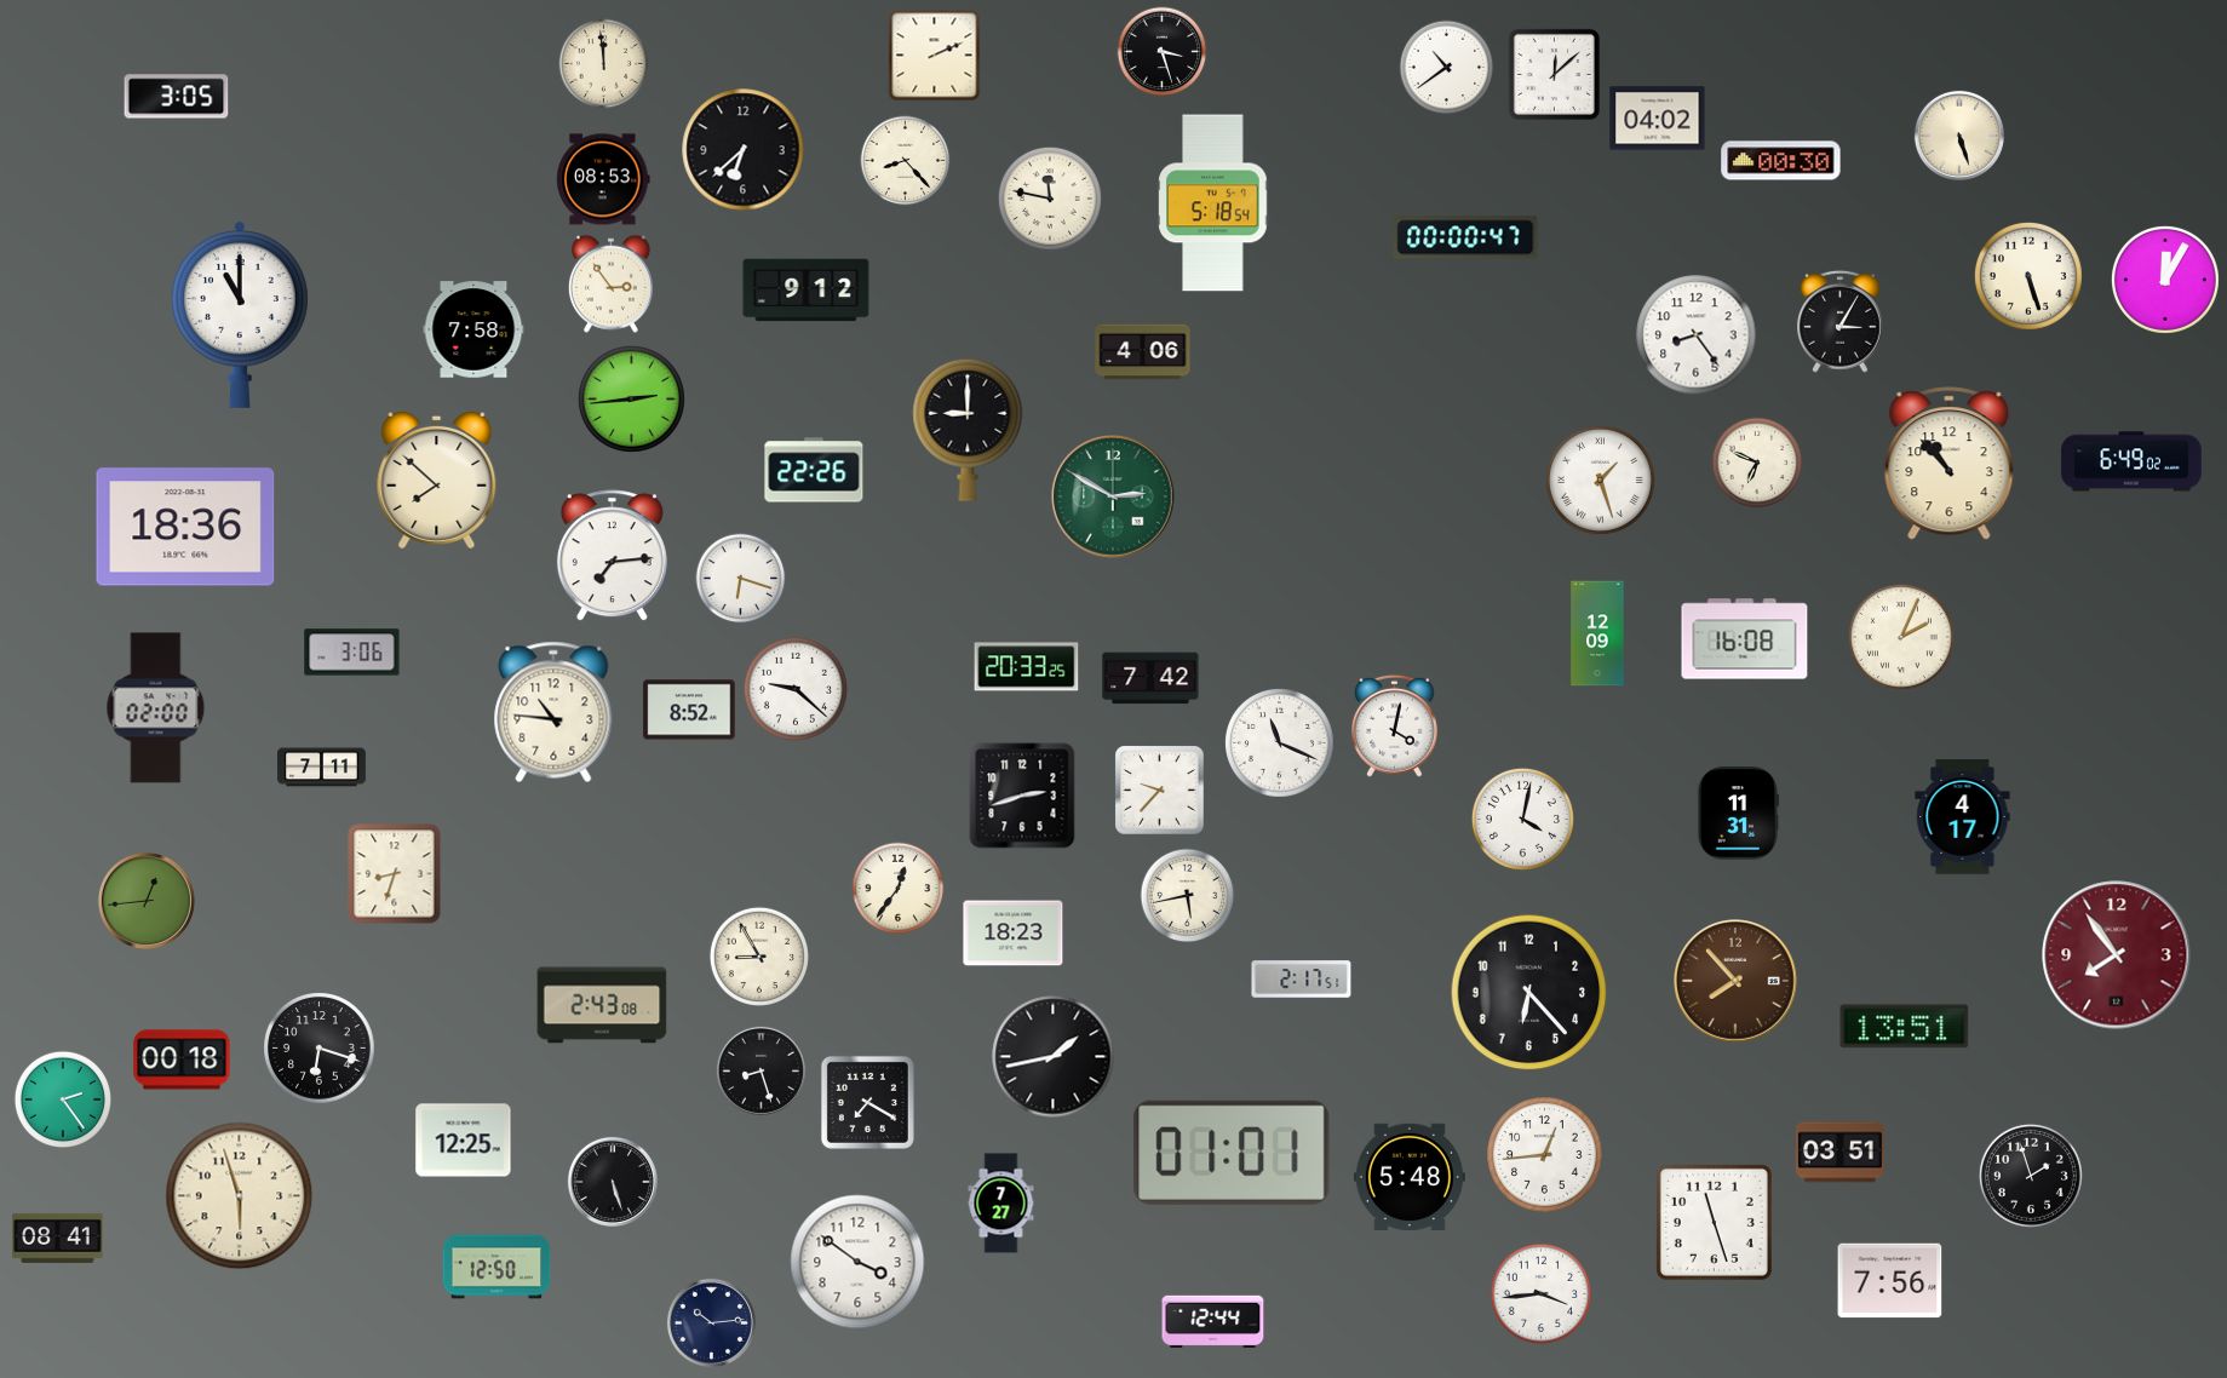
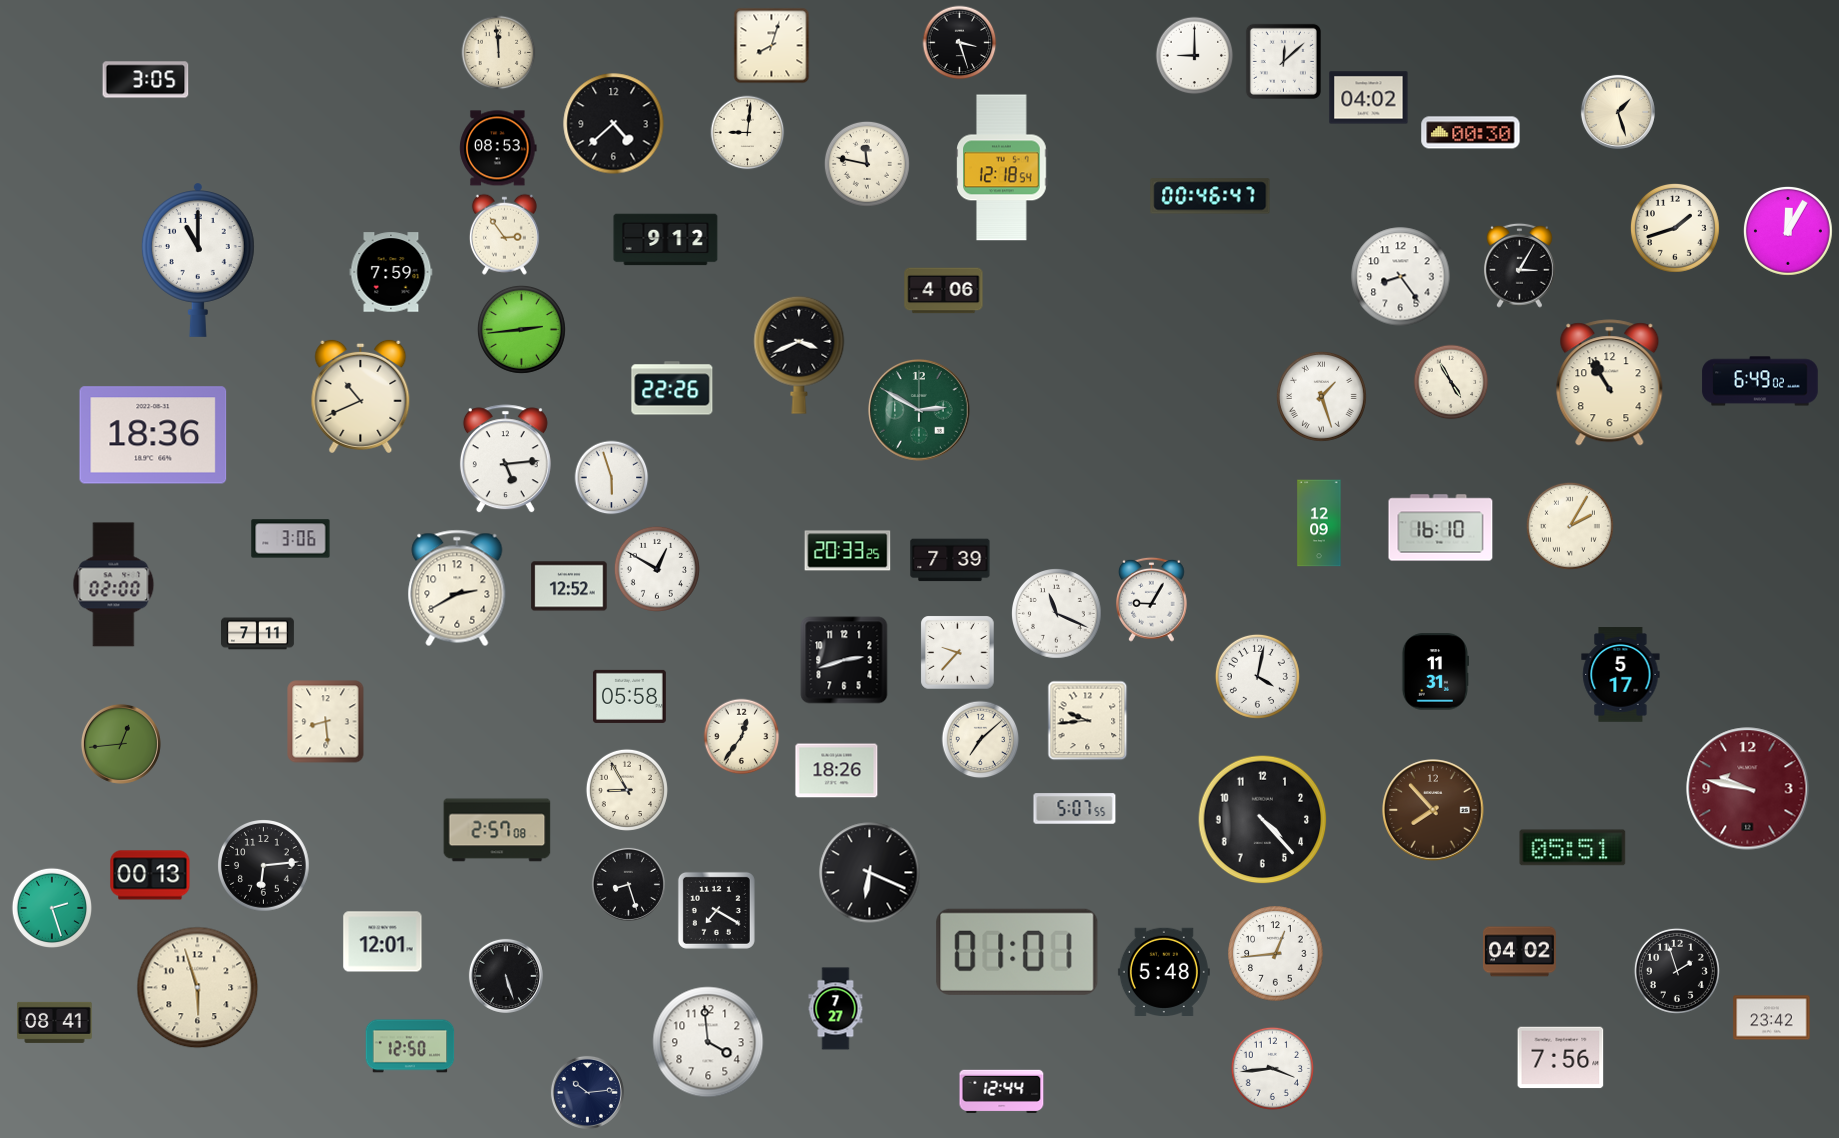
clock at (935, 56): 2:11 -> 8:03
clock at (1447, 68): 10:39 -> 9:00
clock at (1959, 136): 5:27 -> 1:27
clock at (744, 150): 6:38 -> 4:38
clock at (906, 161): 8:23 -> 9:01
clock at (1213, 203): 5:18 -> 12:18
clock at (1465, 237): 00:00 -> 00:46
clock at (2028, 276): 5:27 -> 1:42
clock at (473, 329): 7:58 -> 7:59
clock at (968, 430): 9:00 -> 3:41
clock at (1757, 463): 6:49 -> 4:55
clock at (1950, 464): 10:53 -> 10:55
clock at (437, 480): 7:52 -> 10:41
clock at (612, 556): 7:14 -> 5:14
clock at (741, 579): 6:18 -> 5:57
clock at (1901, 637): 2:04 -> 2:05
clock at (1745, 639): 16:08 -> 16:10
clock at (1150, 678): 7:42 -> 7:39
clock at (796, 689): 9:22 -> 12:50
clock at (156, 708) position: (156, 708) -> (114, 585)
clock at (689, 710): 8:52 -> 12:52
clock at (553, 712): 10:46 -> 2:40
clock at (1395, 725): 4:02 -> 9:05
clock at (322, 768) position: (322, 768) -> (258, 634)
clock at (1022, 796) position: (1022, 796) -> (844, 660)
clock at (1963, 817): 4:17 -> 5:17
clock at (629, 696): none -> 05:58
clock at (1088, 721): none -> 9:44
clock at (395, 874): 8:33 -> 8:29
clock at (899, 889) position: (899, 889) -> (742, 737)
clock at (1188, 896): 5:43 -> 7:08
clock at (1014, 934): 18:23 -> 18:26
clock at (2117, 955): 7:54 -> 9:47
clock at (1302, 980): 2:17 -> 5:07
clock at (1529, 993): 6:23 -> 4:23
clock at (602, 1005): 2:43 -> 2:57
clock at (1905, 1027): 13:51 -> 05:51
clock at (320, 1049): 6:18 -> 6:14
clock at (1054, 1057): 1:43 -> 6:19
clock at (182, 1060): 00:18 -> 00:13
clock at (62, 1098): 2:24 -> 2:27
clock at (464, 1141): 12:25 -> 12:01
clock at (1839, 1153): 03:51 -> 04:02
clock at (1001, 1204) position: (1001, 1204) -> (836, 1009)
clock at (1714, 1222): 11:27 -> none
clock at (1772, 1018): none -> 23:42
clock at (58, 1238) position: (58, 1238) -> (55, 1022)
clock at (857, 1262): 3:51 -> 3:59
